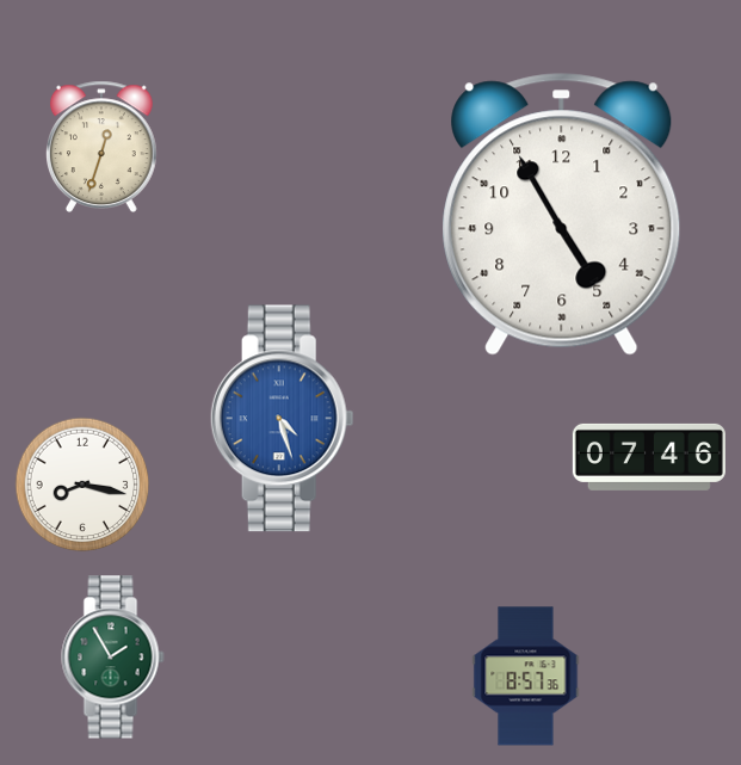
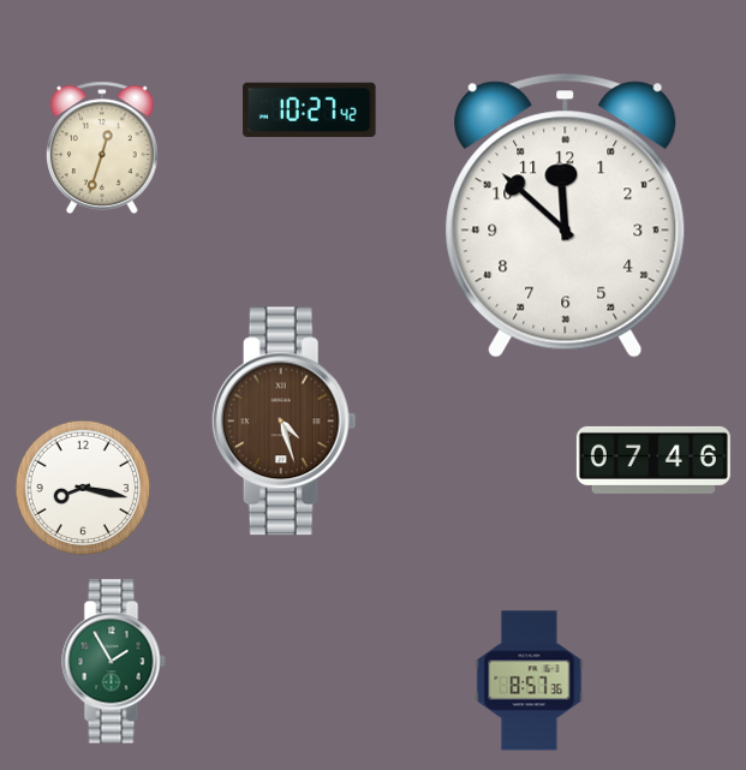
clock at (310, 109): none -> 10:27
clock at (562, 215): 4:55 -> 11:52
clock at (282, 419) dial: blue -> brown
